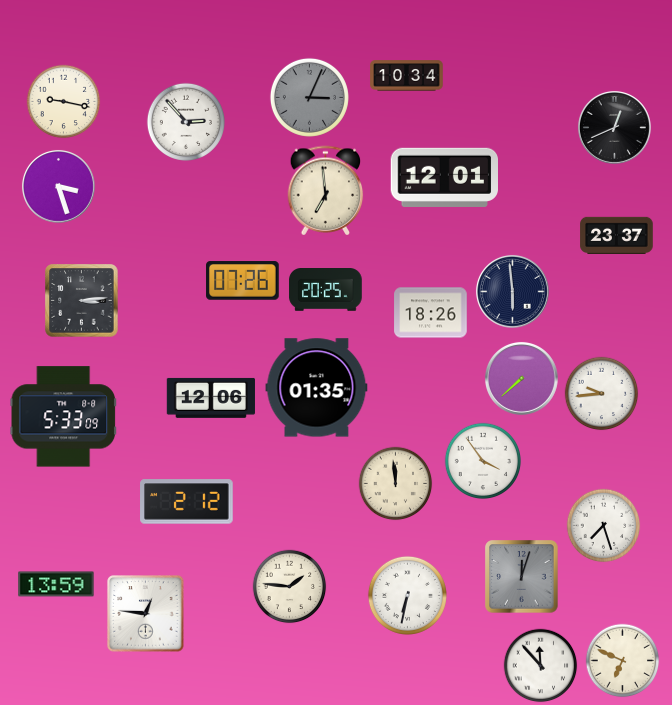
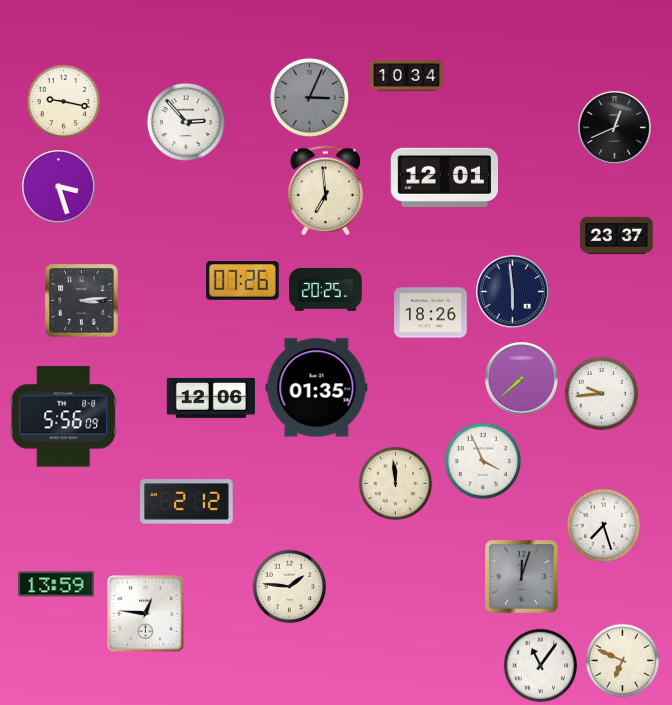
clock at (63, 417): 5:33 -> 5:56
clock at (482, 460): 3:54 -> 3:56
clock at (407, 595): 6:32 -> none
clock at (541, 666): 11:53 -> 11:06
